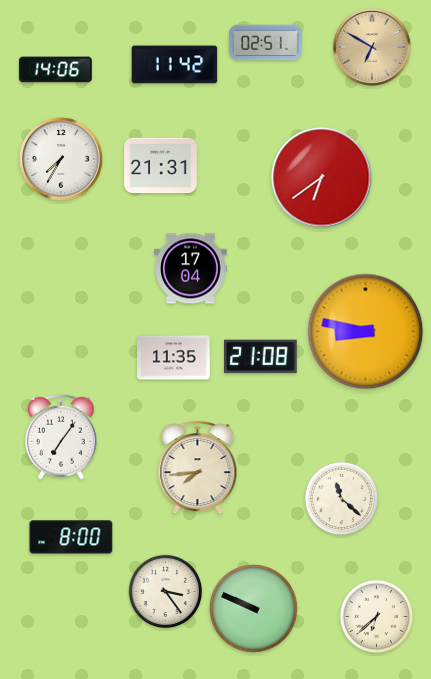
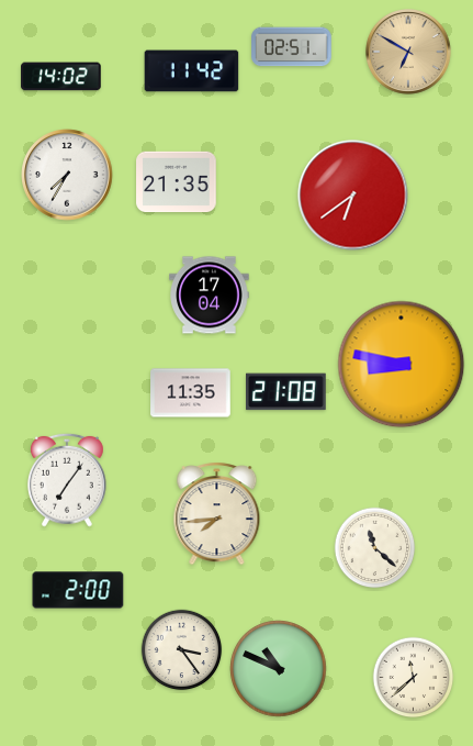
clock at (56, 70): 14:06 -> 14:02
clock at (161, 166): 21:31 -> 21:35
clock at (71, 537): 8:00 -> 2:00
clock at (254, 609): 9:49 -> 10:49
clock at (377, 617): 6:38 -> 11:38
